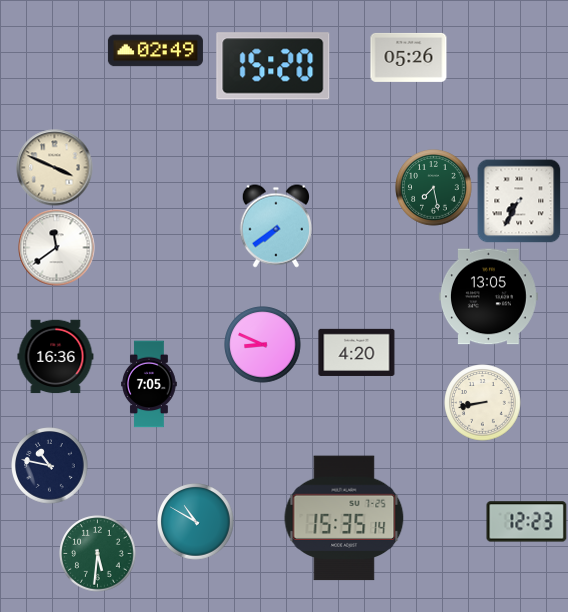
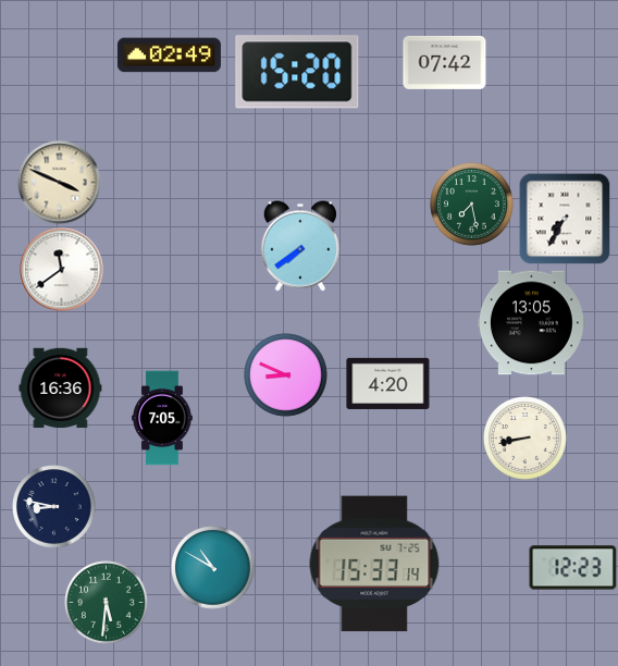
clock at (409, 57): 05:26 -> 07:42
clock at (50, 466): 10:47 -> 8:47
clock at (344, 518): 15:35 -> 15:33
